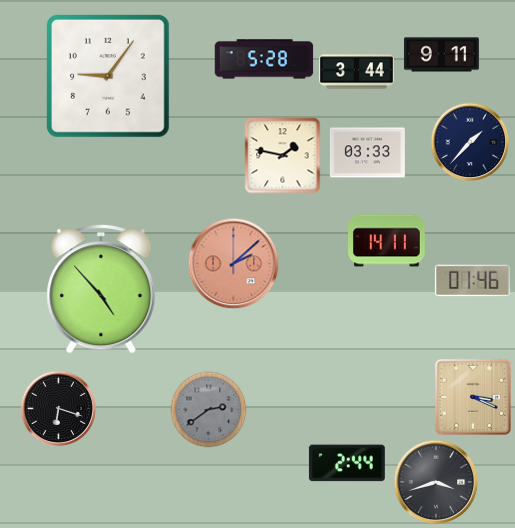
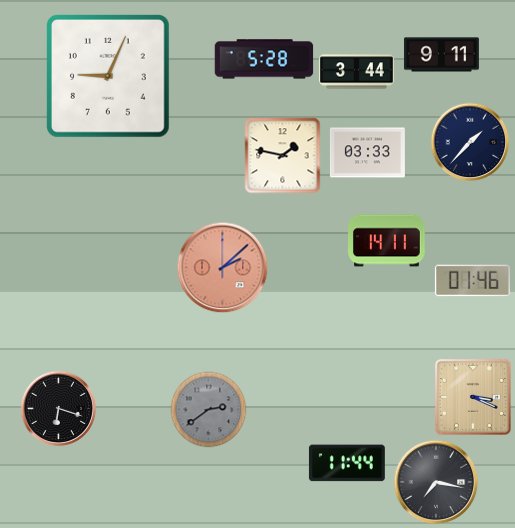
clock at (109, 77): 9:06 -> 9:04
clock at (234, 264) position: (234, 264) -> (223, 268)
clock at (101, 290): 4:53 -> none
clock at (347, 463): 2:44 -> 11:44
clock at (436, 482): 3:42 -> 7:17
